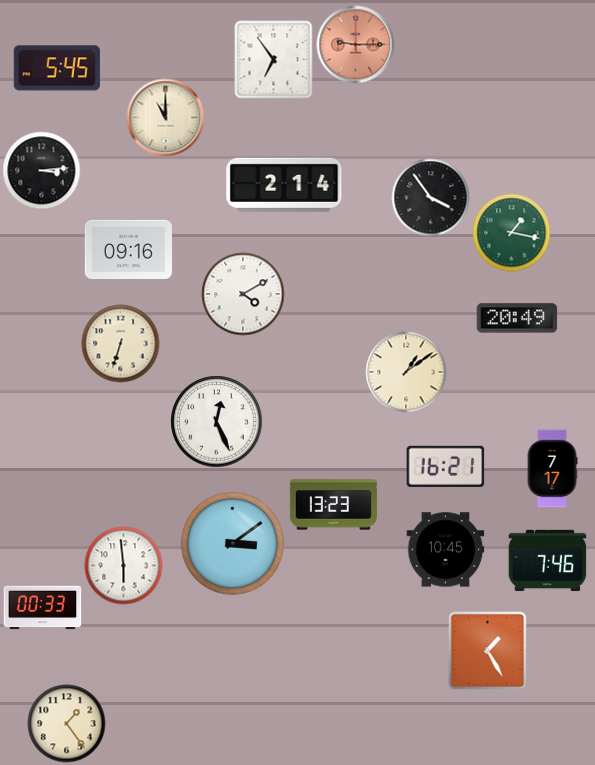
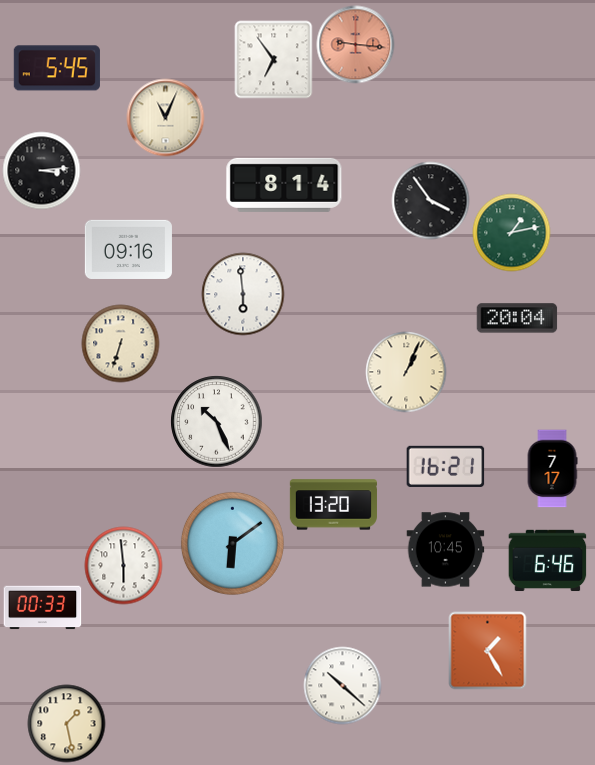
clock at (355, 44): 9:15 -> 9:16
clock at (165, 117): 11:00 -> 11:04
clock at (284, 185): 2:14 -> 8:14
clock at (430, 197) position: (430, 197) -> (430, 200)
clock at (511, 232): 1:17 -> 1:13
clock at (243, 294): 4:10 -> 5:59
clock at (517, 318): 20:49 -> 20:04
clock at (406, 372): 1:09 -> 1:04
clock at (216, 421): 12:26 -> 10:26
clock at (333, 505): 13:23 -> 13:20
clock at (232, 543): 3:09 -> 6:09
clock at (547, 561): 7:46 -> 6:46
clock at (342, 685): none -> 10:22
clock at (66, 723): 1:24 -> 1:28
